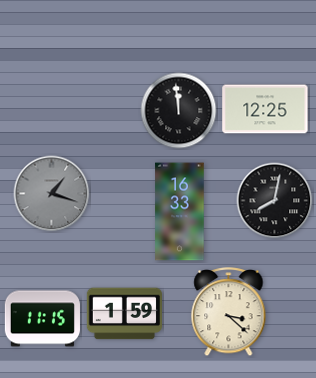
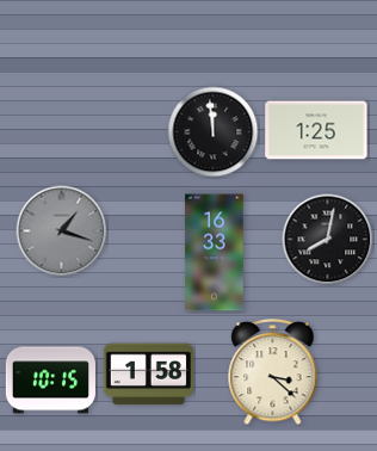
clock at (265, 109): 12:25 -> 1:25
clock at (124, 314): 1:59 -> 1:58
clock at (42, 319): 11:15 -> 10:15
